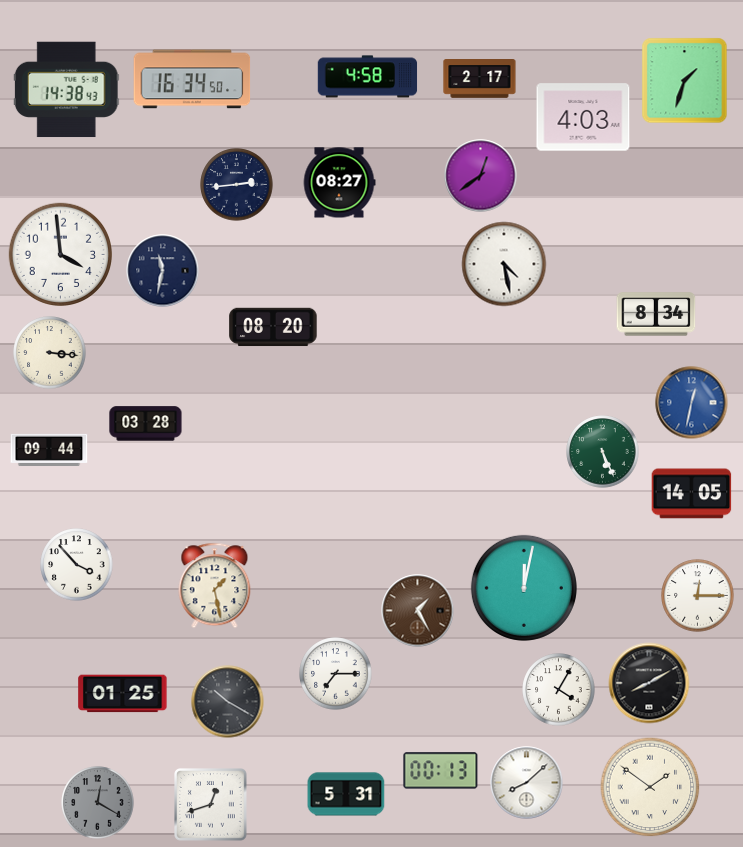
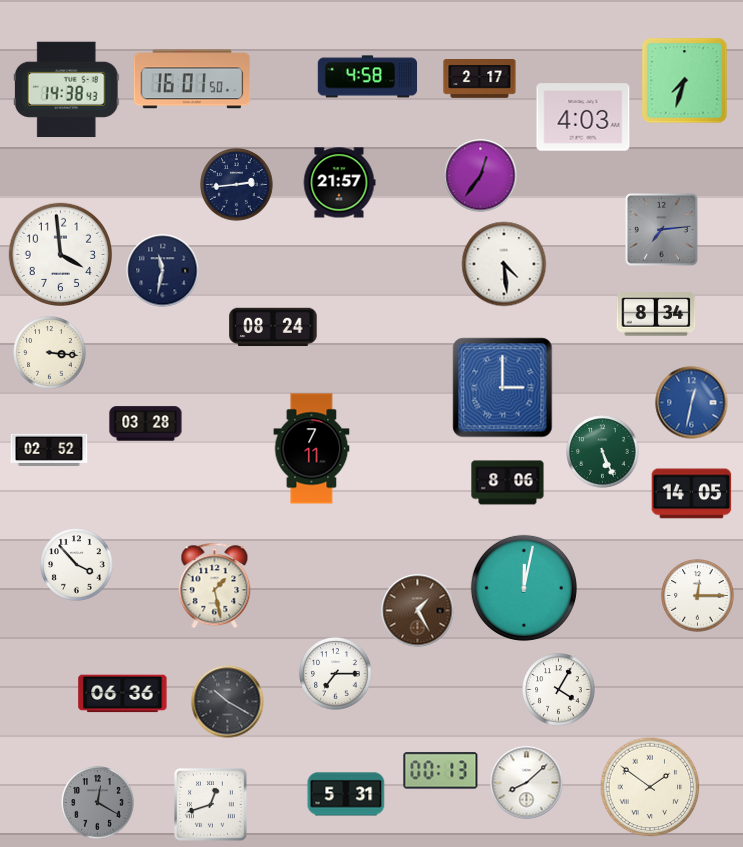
clock at (192, 79): 16:34 -> 16:01
clock at (685, 81): 1:33 -> 7:33
clock at (481, 176): 12:39 -> 12:36
clock at (339, 183): 08:27 -> 21:57
clock at (661, 229): none -> 7:14
clock at (504, 264): 4:28 -> 4:29
clock at (273, 327): 08:20 -> 08:24
clock at (503, 388): none -> 3:00
clock at (49, 449): 09:44 -> 02:52
clock at (312, 449): none -> 7:11
clock at (508, 483): none -> 8:06
clock at (649, 683): 8:10 -> none
clock at (123, 694): 01:25 -> 06:36
